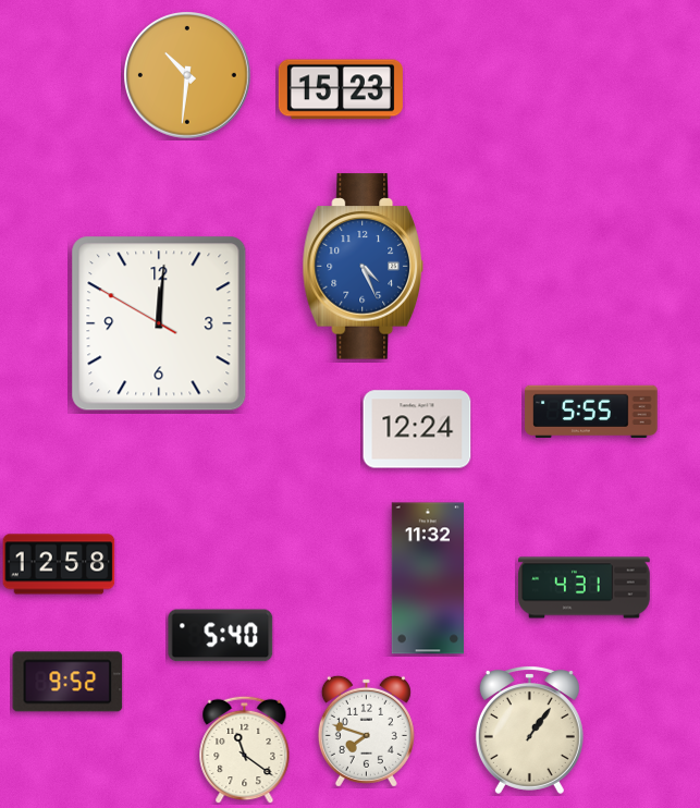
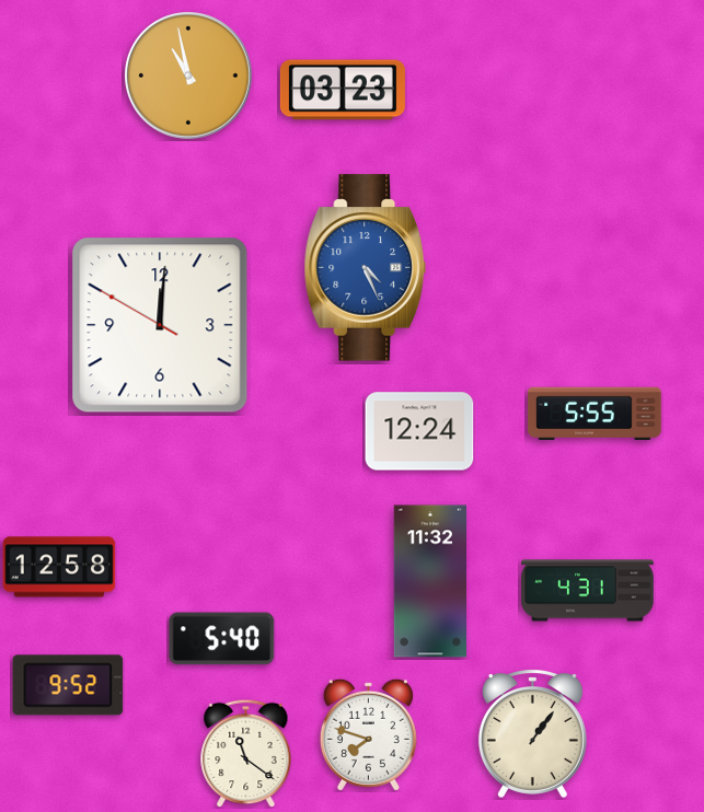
clock at (188, 76): 10:31 -> 10:58
clock at (341, 89): 15:23 -> 03:23
